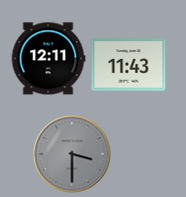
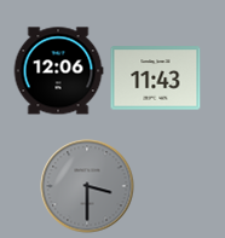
clock at (48, 59): 12:11 -> 12:06
